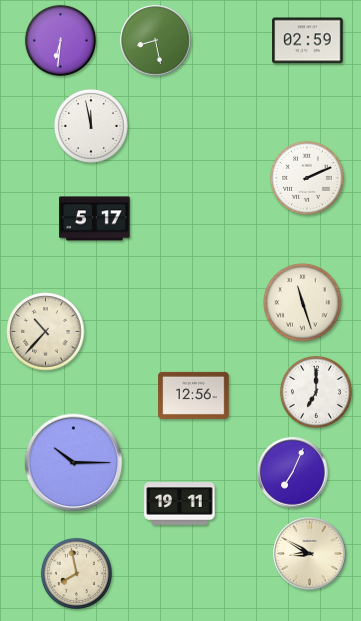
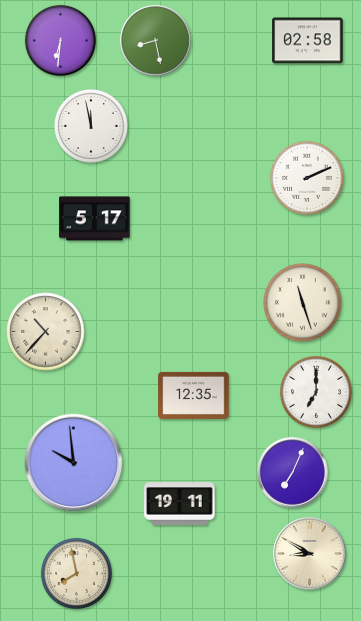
clock at (308, 41): 02:59 -> 02:58
clock at (194, 395): 12:56 -> 12:35
clock at (74, 463): 10:15 -> 9:59
